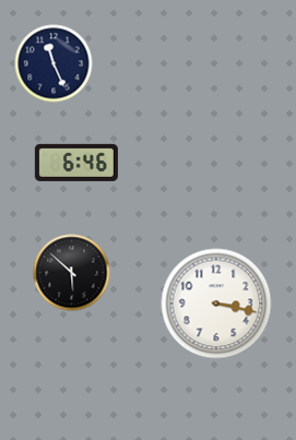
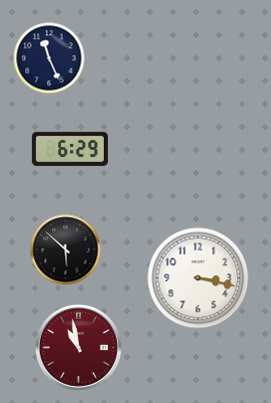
clock at (76, 163): 6:46 -> 6:29
clock at (78, 347): none -> 10:58
